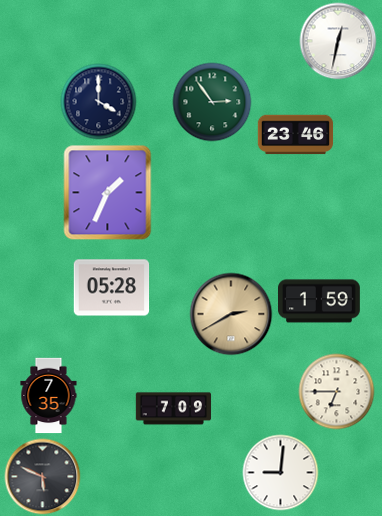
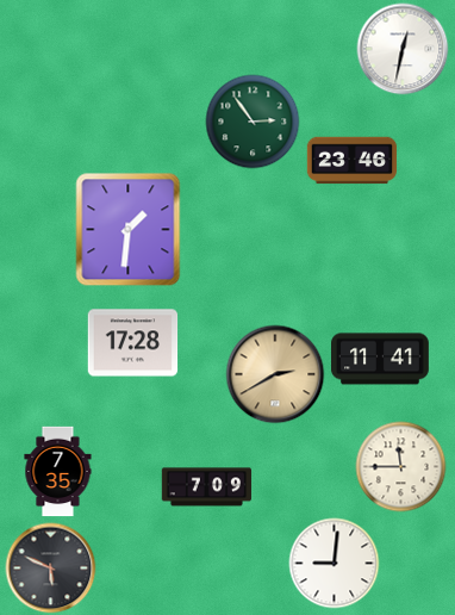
clock at (99, 102): 4:00 -> none
clock at (108, 193): 1:34 -> 1:31
clock at (112, 288): 05:28 -> 17:28
clock at (320, 301): 1:59 -> 11:41
clock at (337, 392): 6:45 -> 11:45
